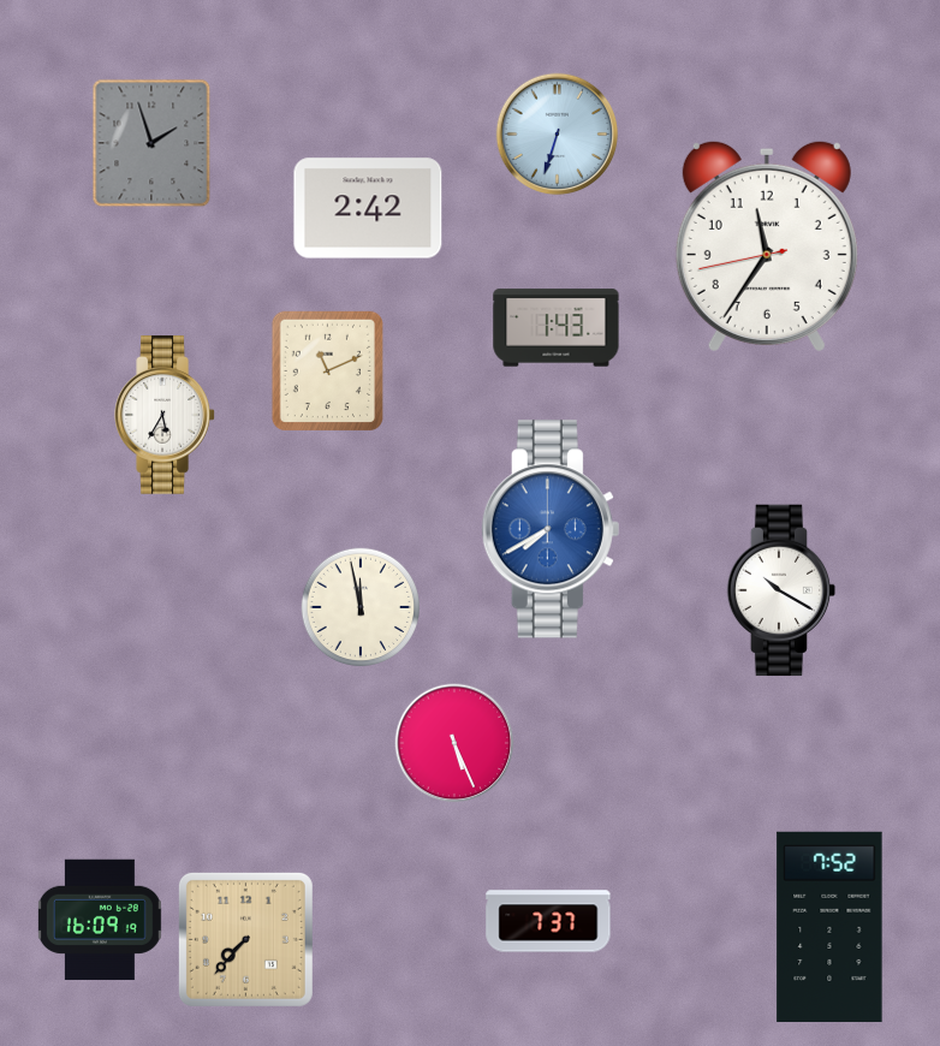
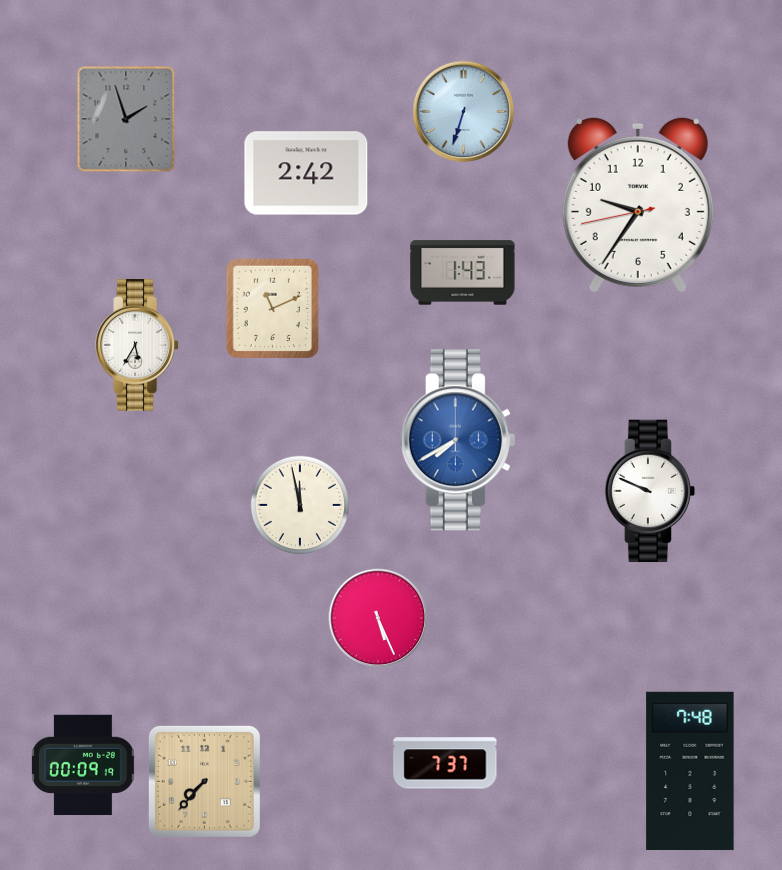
clock at (767, 245): 11:35 -> 9:35
clock at (781, 590): 10:20 -> 9:49
clock at (100, 920): 16:09 -> 00:09
clock at (548, 921) position: (548, 921) -> (445, 763)
clock at (829, 926): 7:52 -> 7:48
